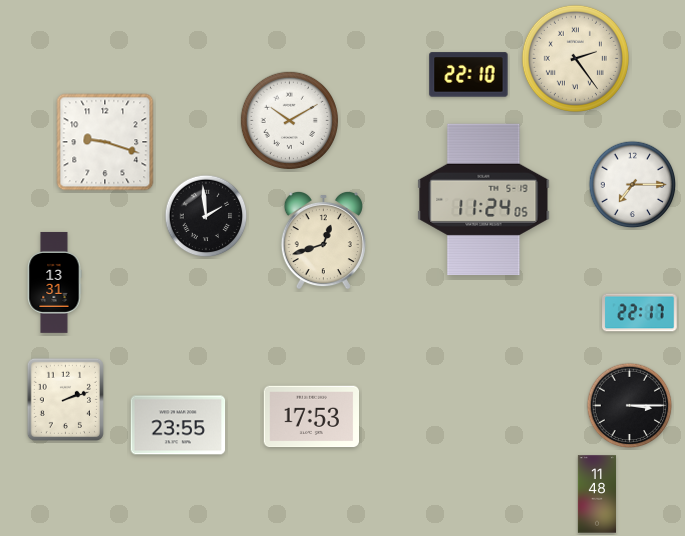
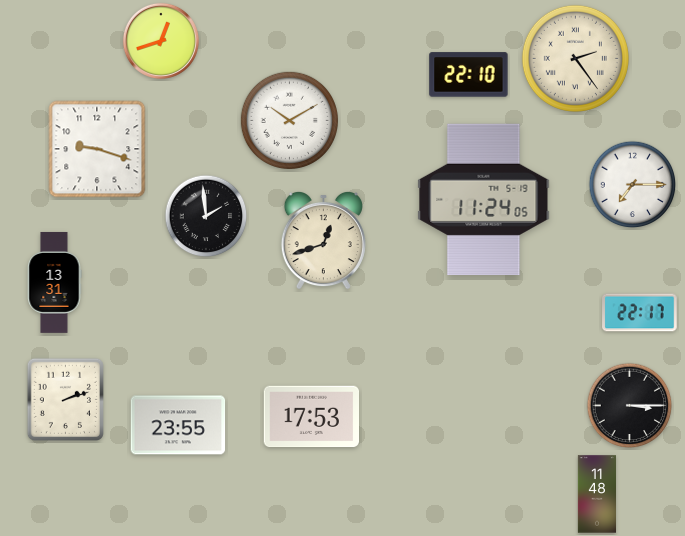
clock at (161, 41): none -> 12:42
clock at (105, 142) position: (105, 142) -> (97, 149)
